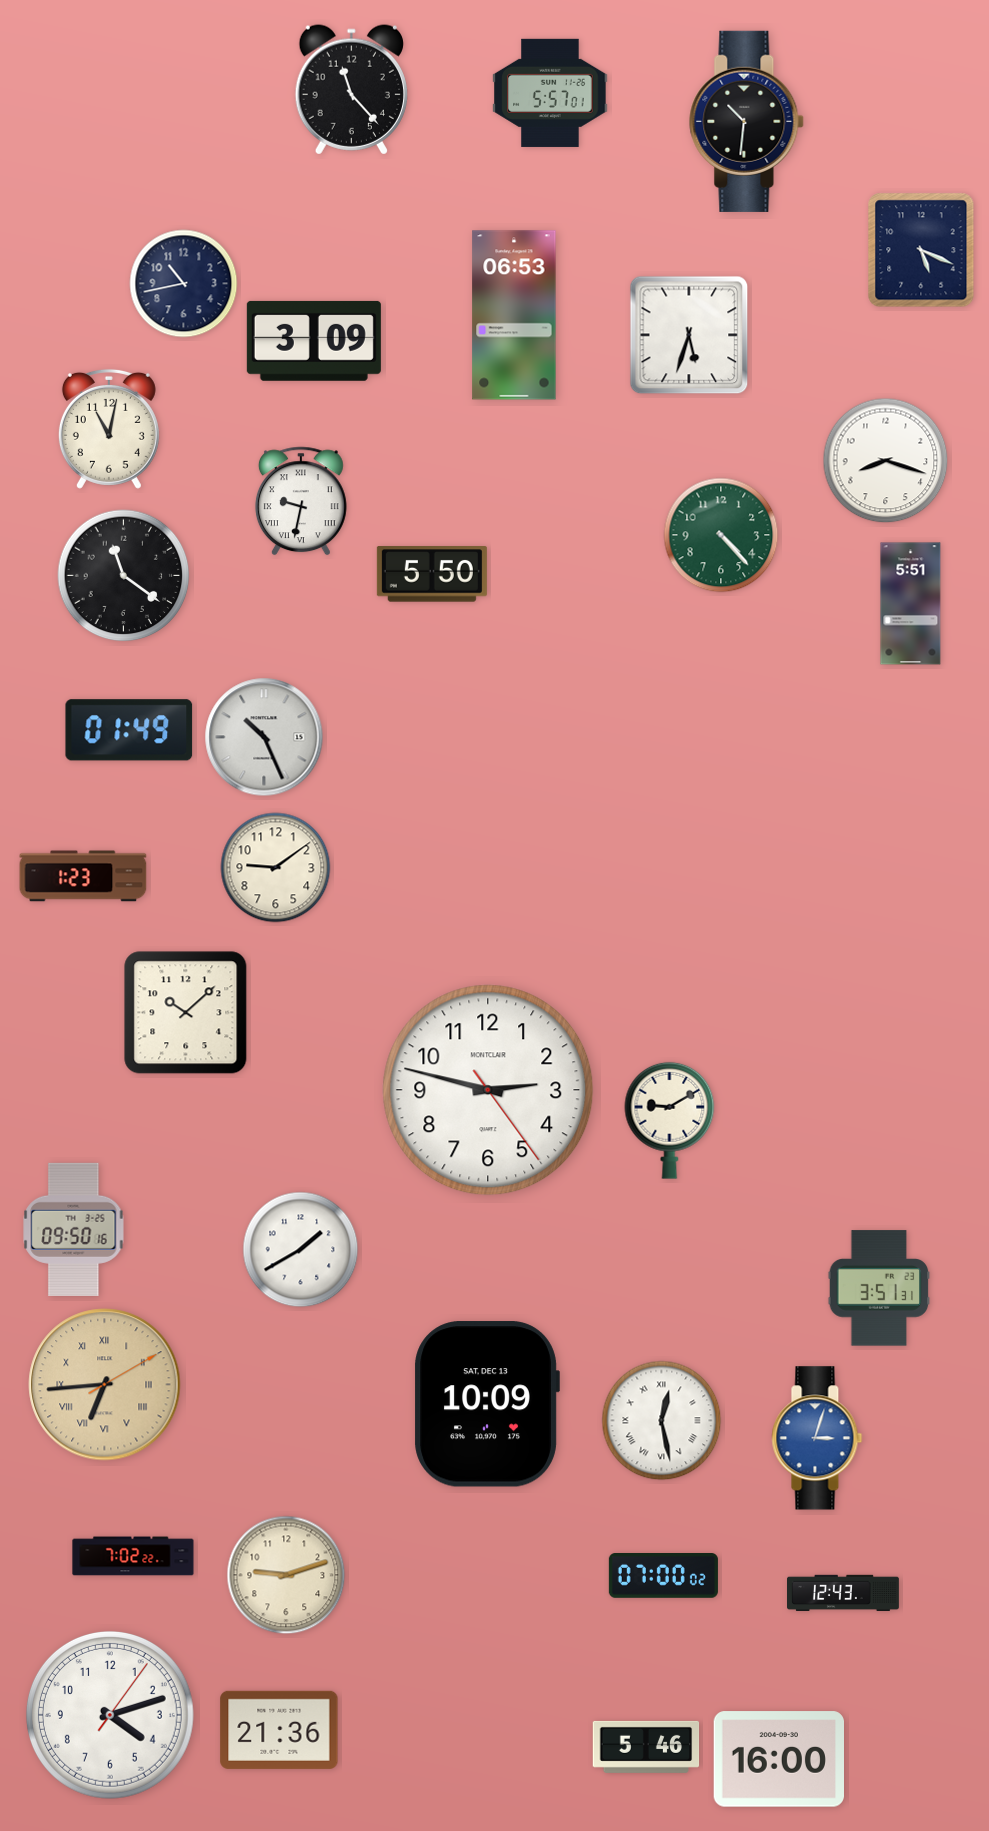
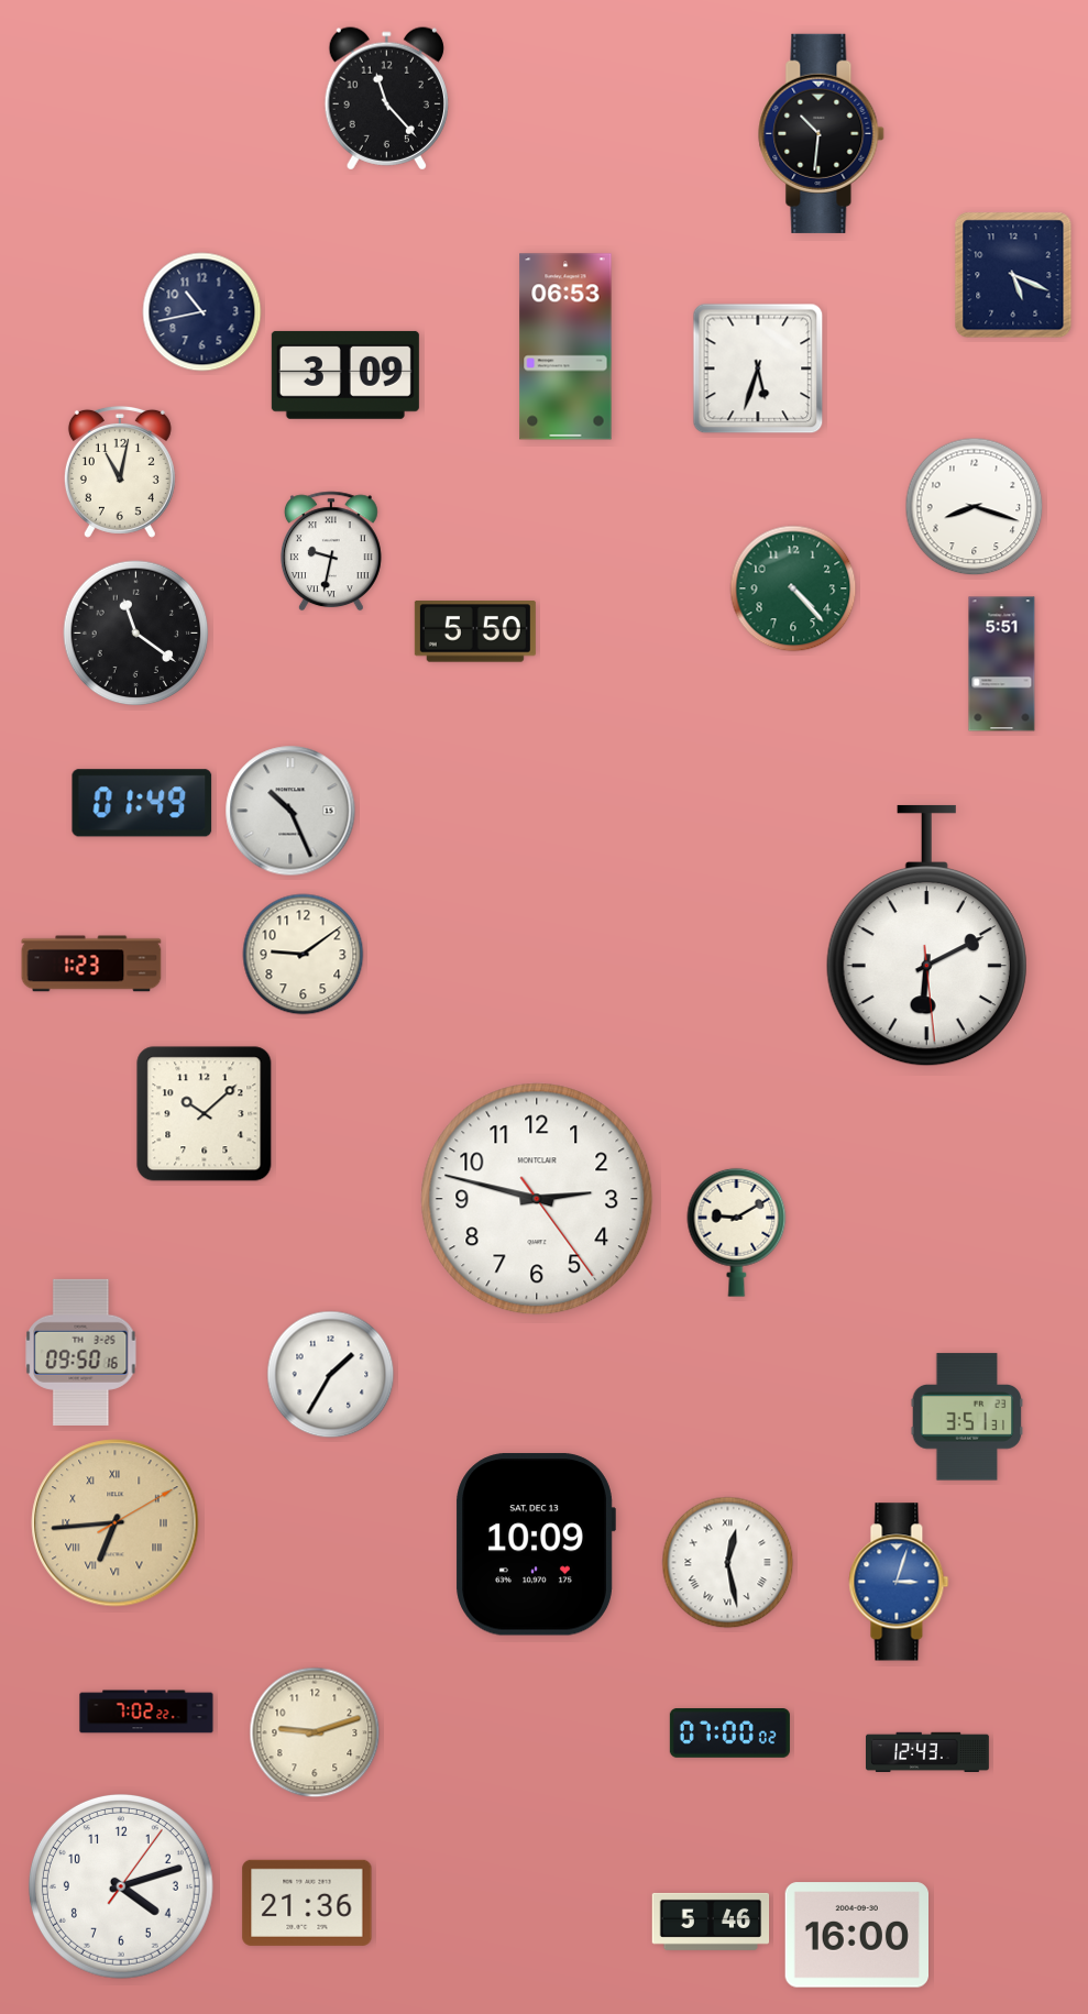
clock at (550, 93): 5:57 -> none
clock at (926, 936): none -> 6:10
clock at (301, 1250): 1:40 -> 1:35
